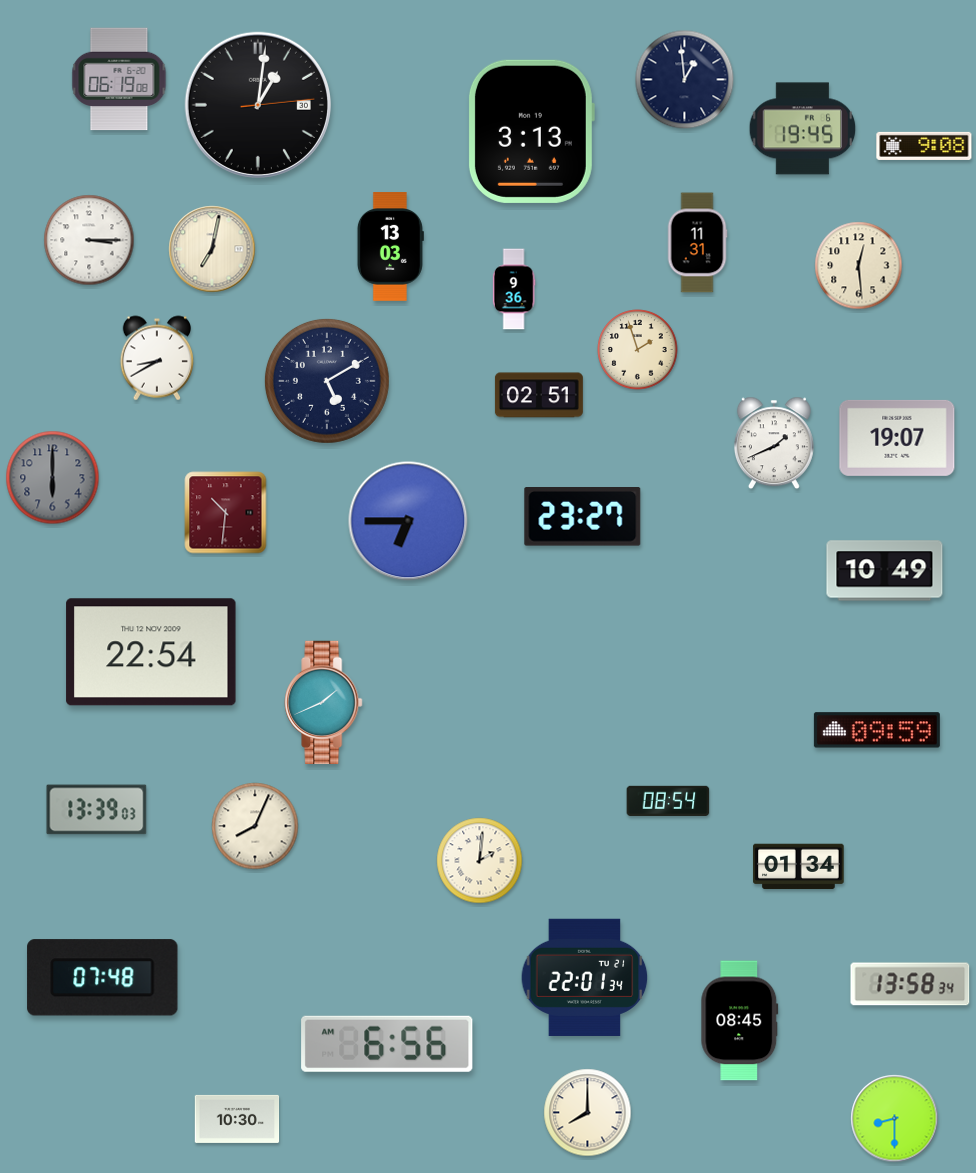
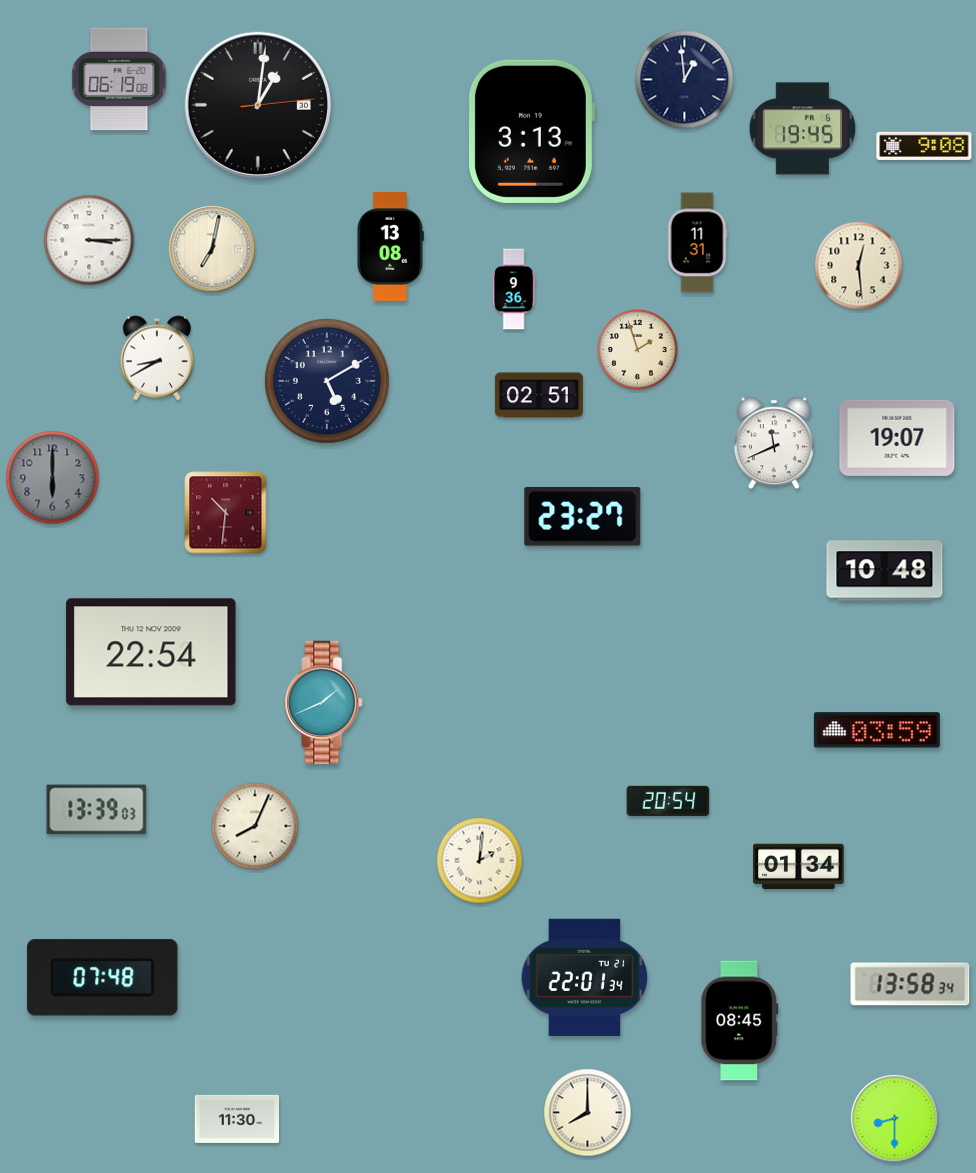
clock at (390, 247): 13:03 -> 13:08
clock at (774, 443): 1:41 -> 11:41
clock at (408, 521): 6:45 -> none
clock at (885, 571): 10:49 -> 10:48
clock at (877, 730): 09:59 -> 03:59
clock at (668, 801): 08:54 -> 20:54
clock at (387, 1044): 6:56 -> none
clock at (237, 1119): 10:30 -> 11:30
